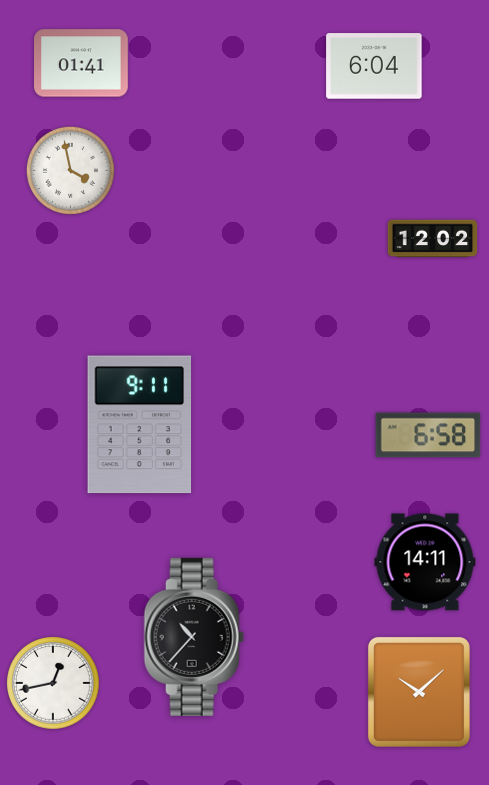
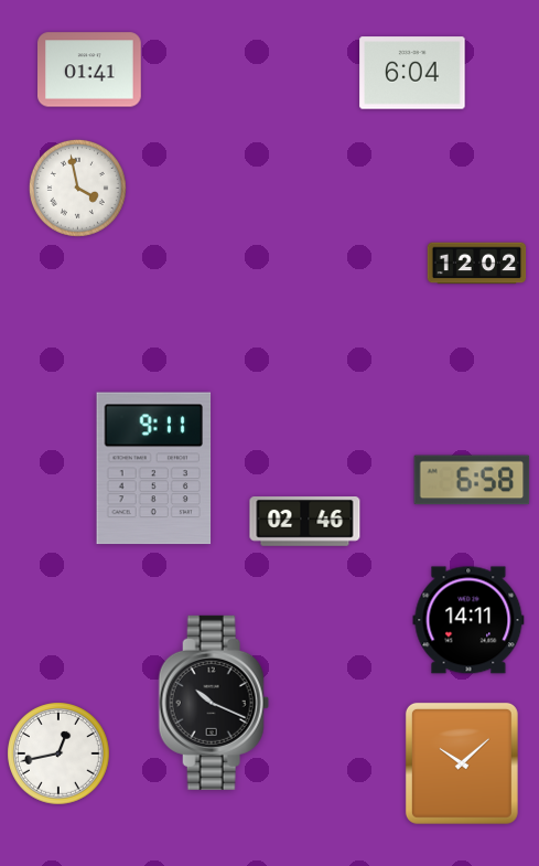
clock at (305, 522): none -> 02:46
clock at (194, 637): 10:37 -> 10:19
